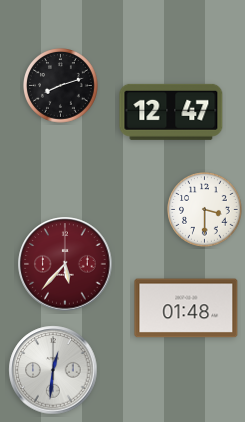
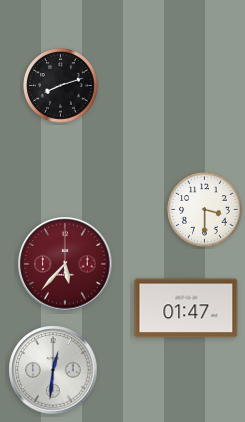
clock at (171, 112): 12:47 -> none
clock at (186, 308): 01:48 -> 01:47
